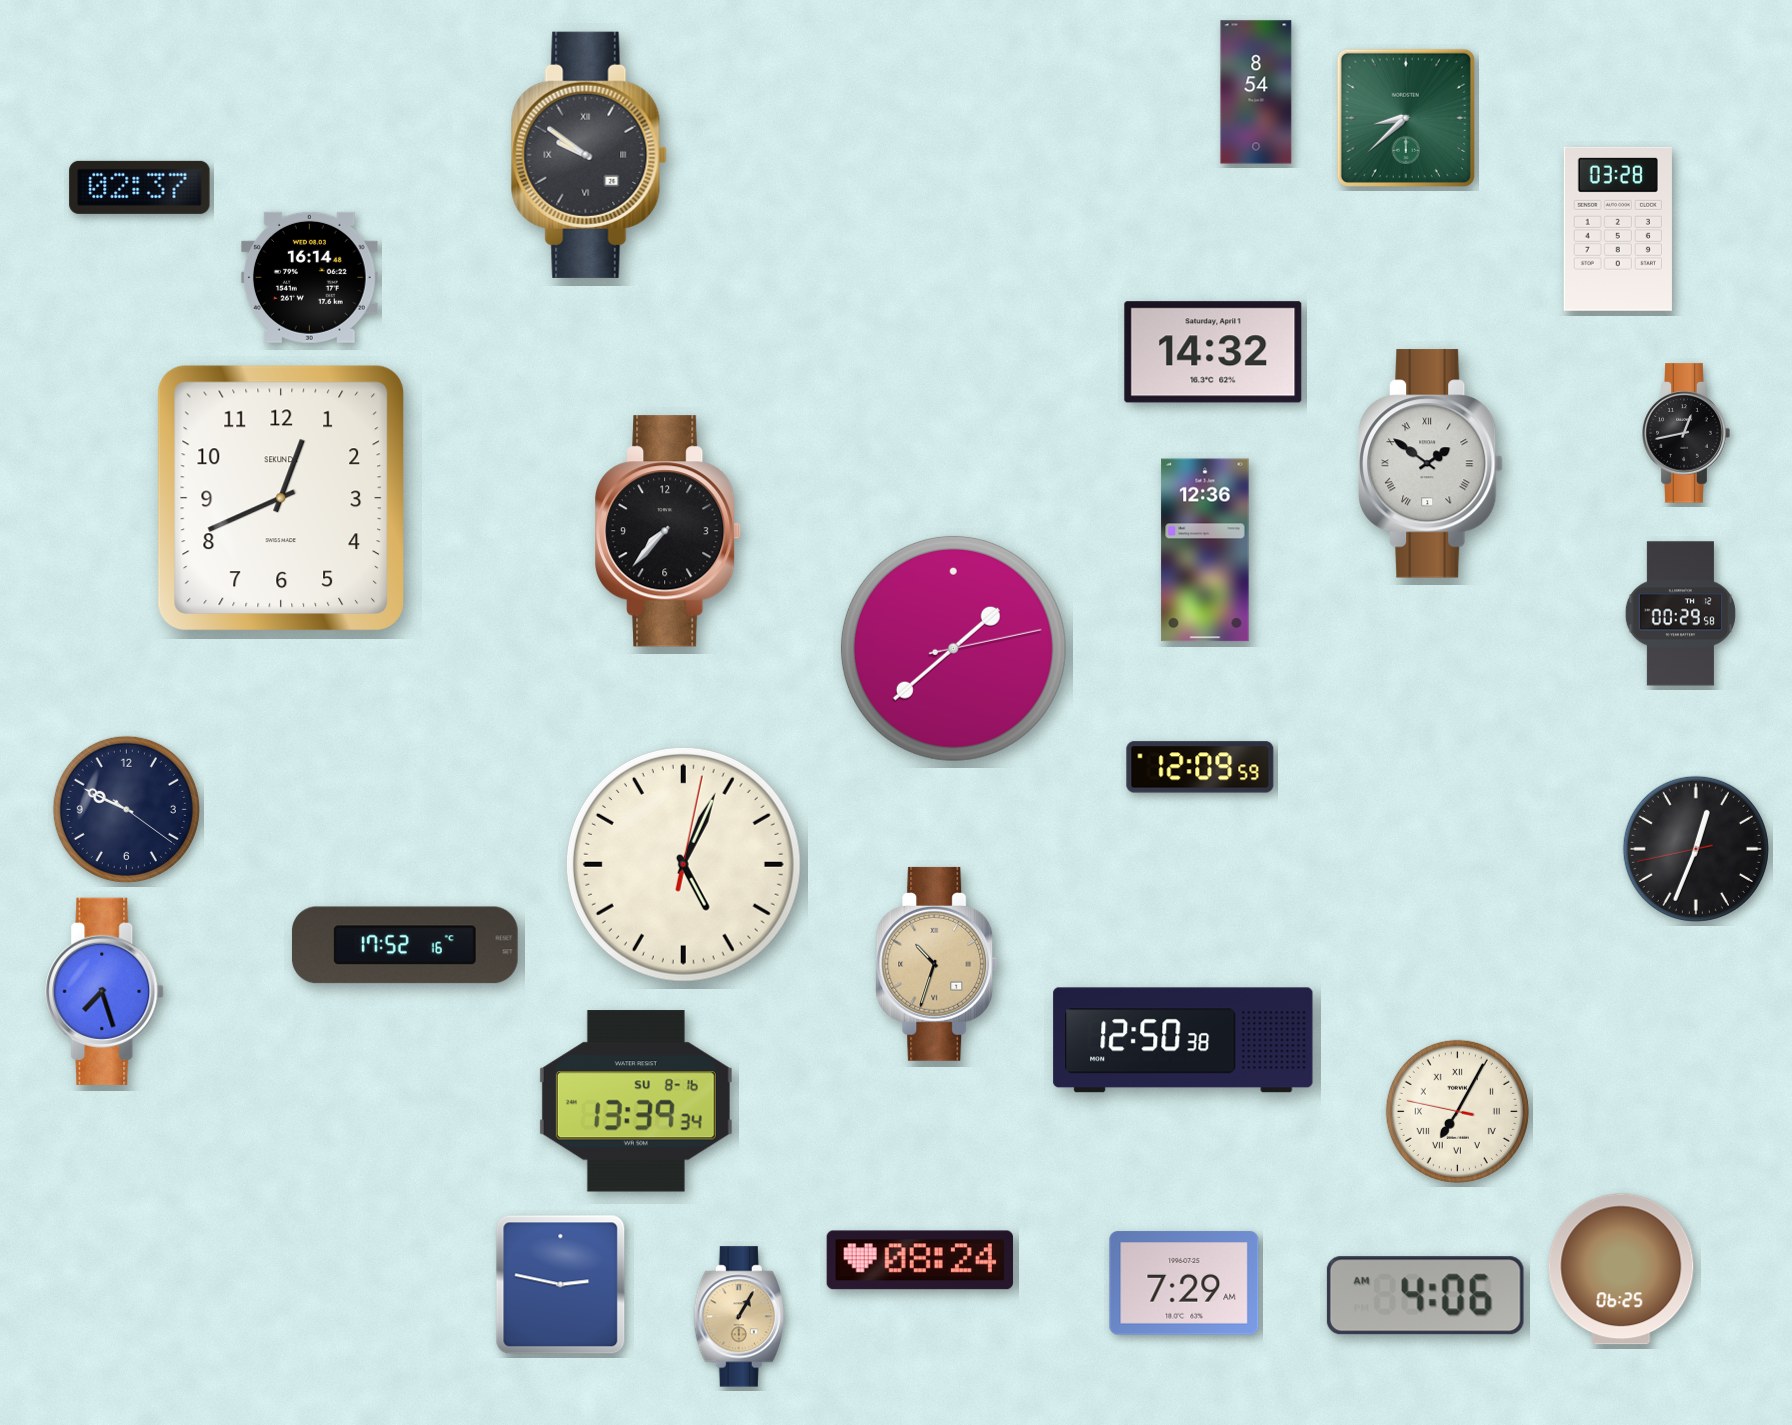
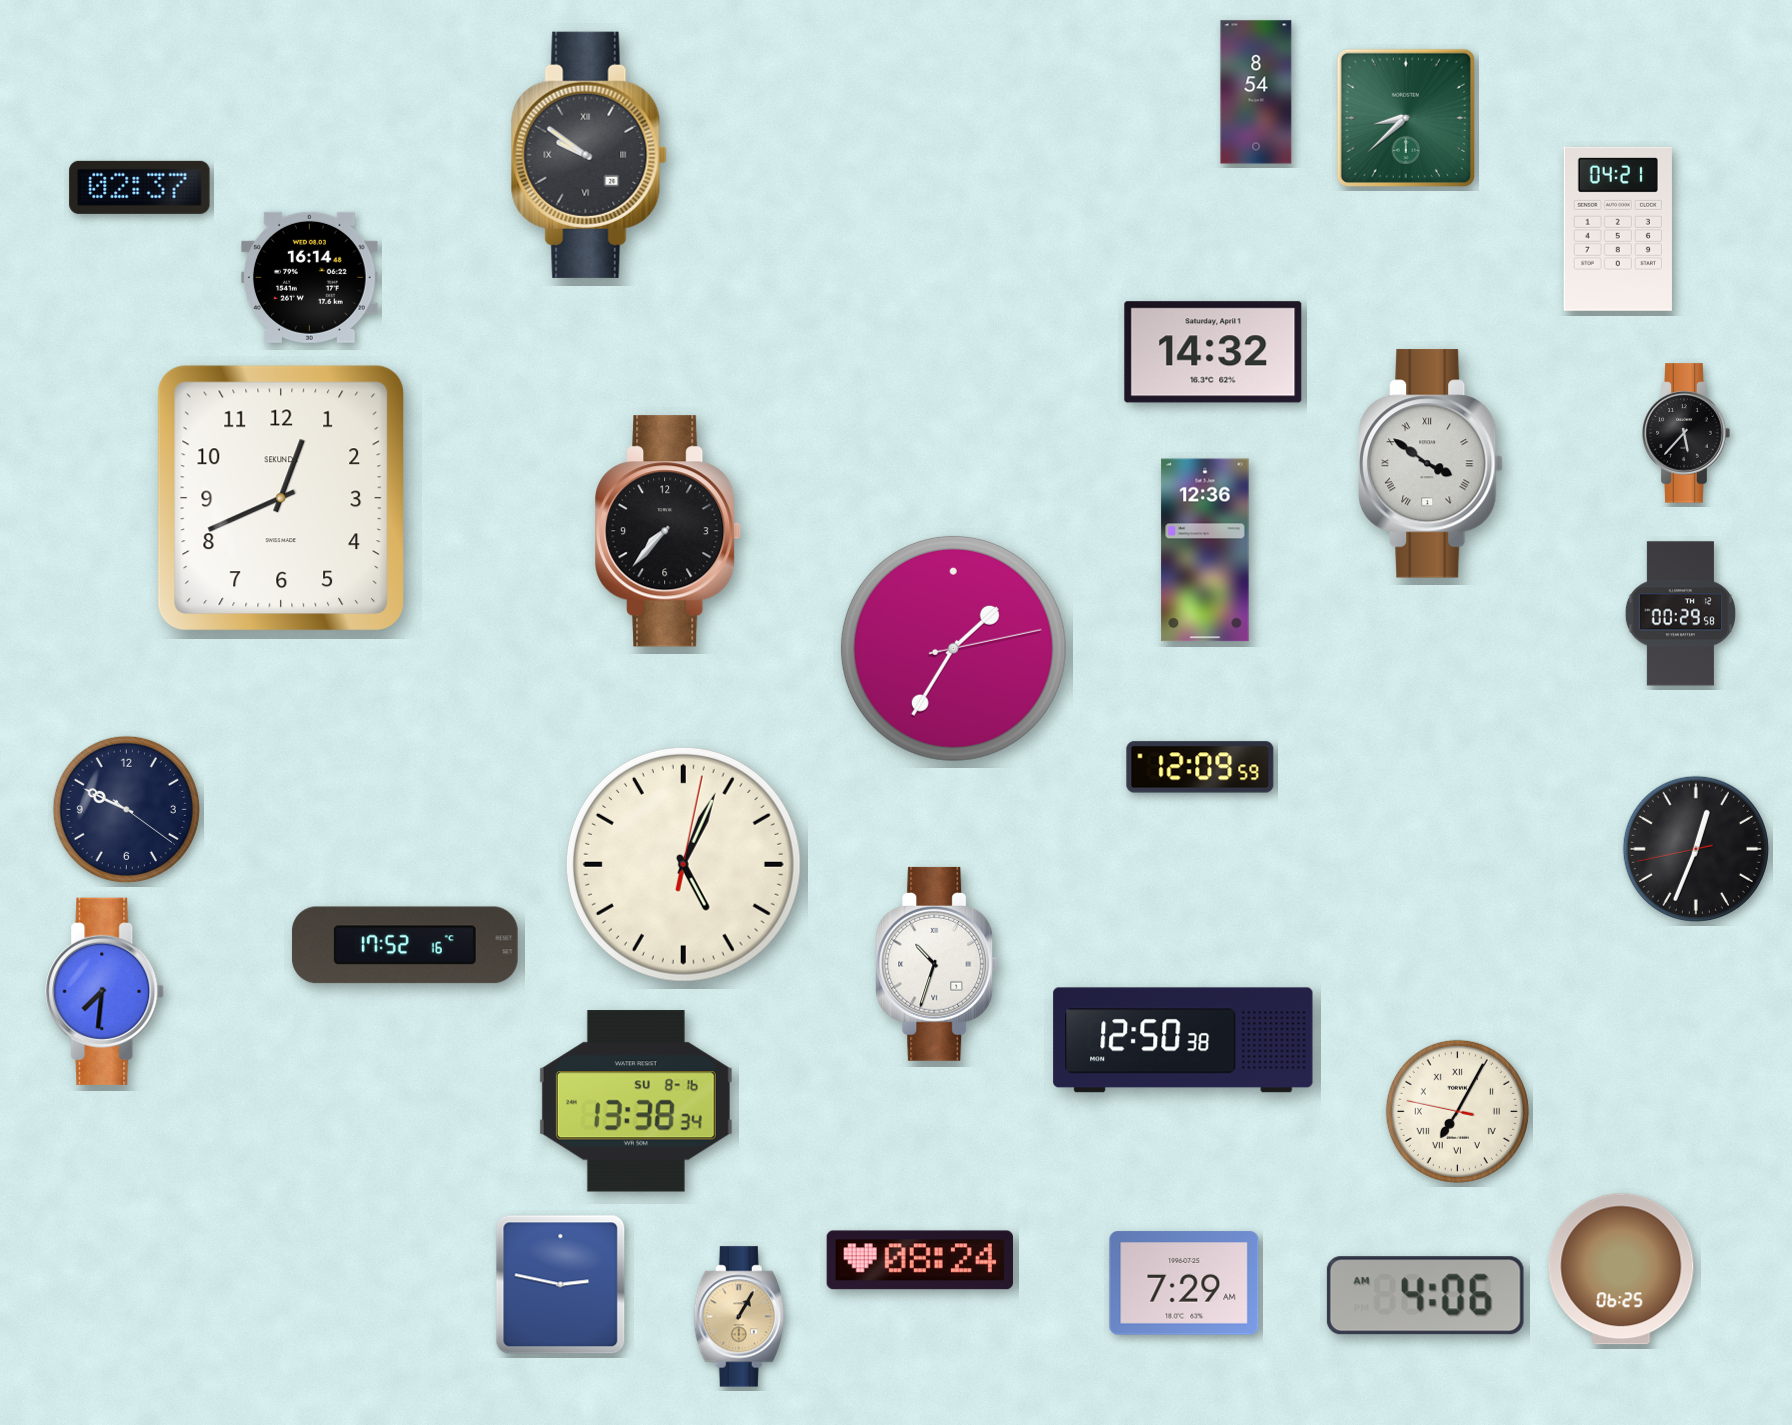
clock at (1618, 229): 03:28 -> 04:21
clock at (1686, 433): 12:43 -> 5:37
clock at (1431, 464): 1:51 -> 3:51
clock at (953, 648): 1:38 -> 1:35
clock at (937, 964) dial: champagne -> white
clock at (105, 991): 7:27 -> 7:31
clock at (636, 1101): 13:39 -> 13:38
